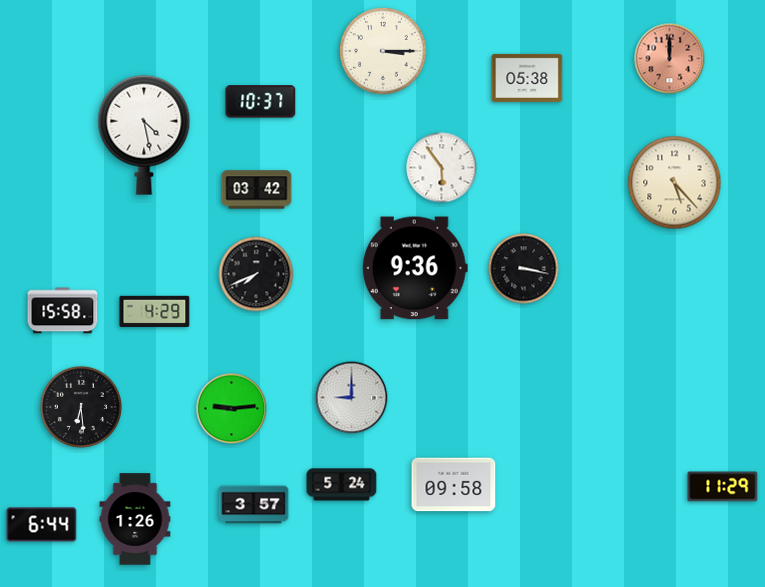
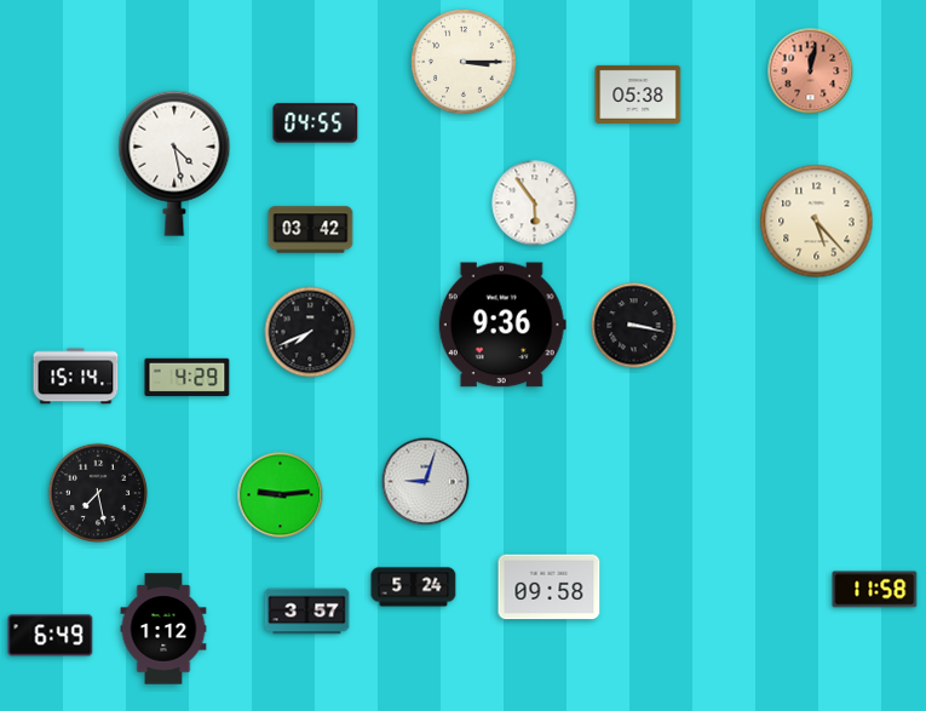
clock at (670, 59): 12:00 -> 12:02
clock at (261, 102): 10:37 -> 04:55
clock at (63, 311): 15:58 -> 15:14
clock at (352, 398): 9:00 -> 9:03
clock at (80, 406): 6:29 -> 7:28
clock at (723, 487): 11:29 -> 11:58
clock at (135, 519): 1:26 -> 1:12
clock at (42, 525): 6:44 -> 6:49
